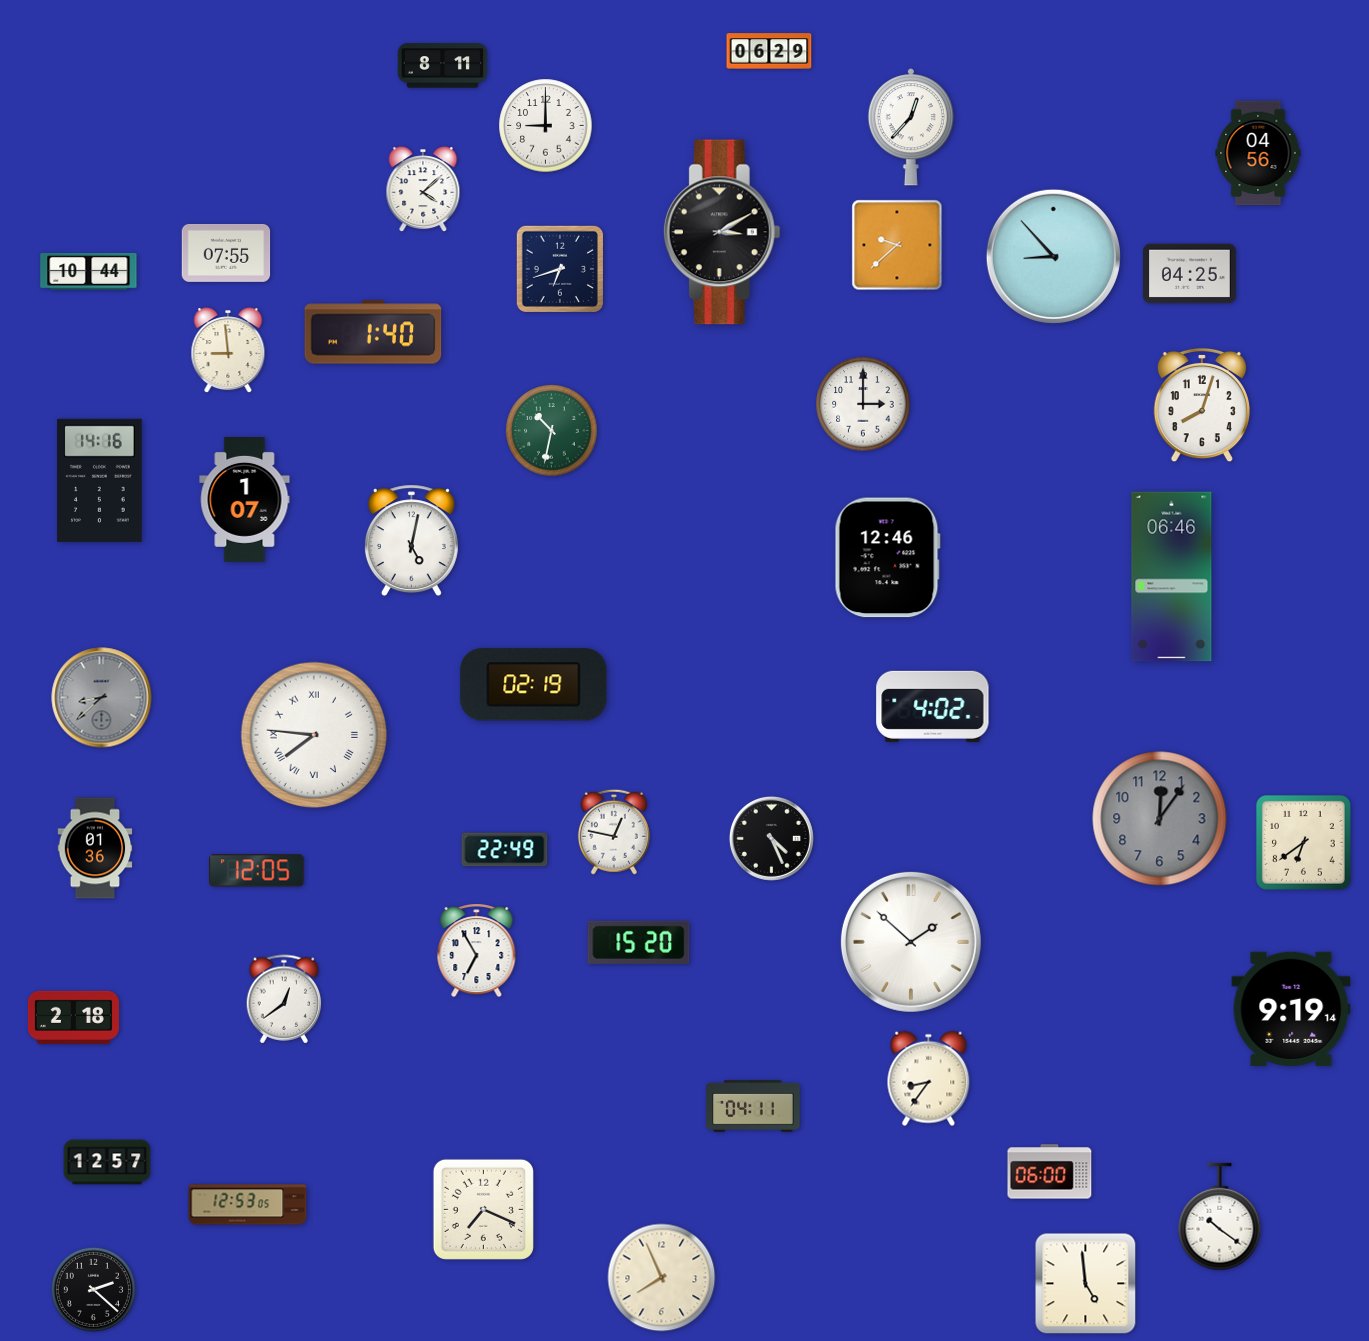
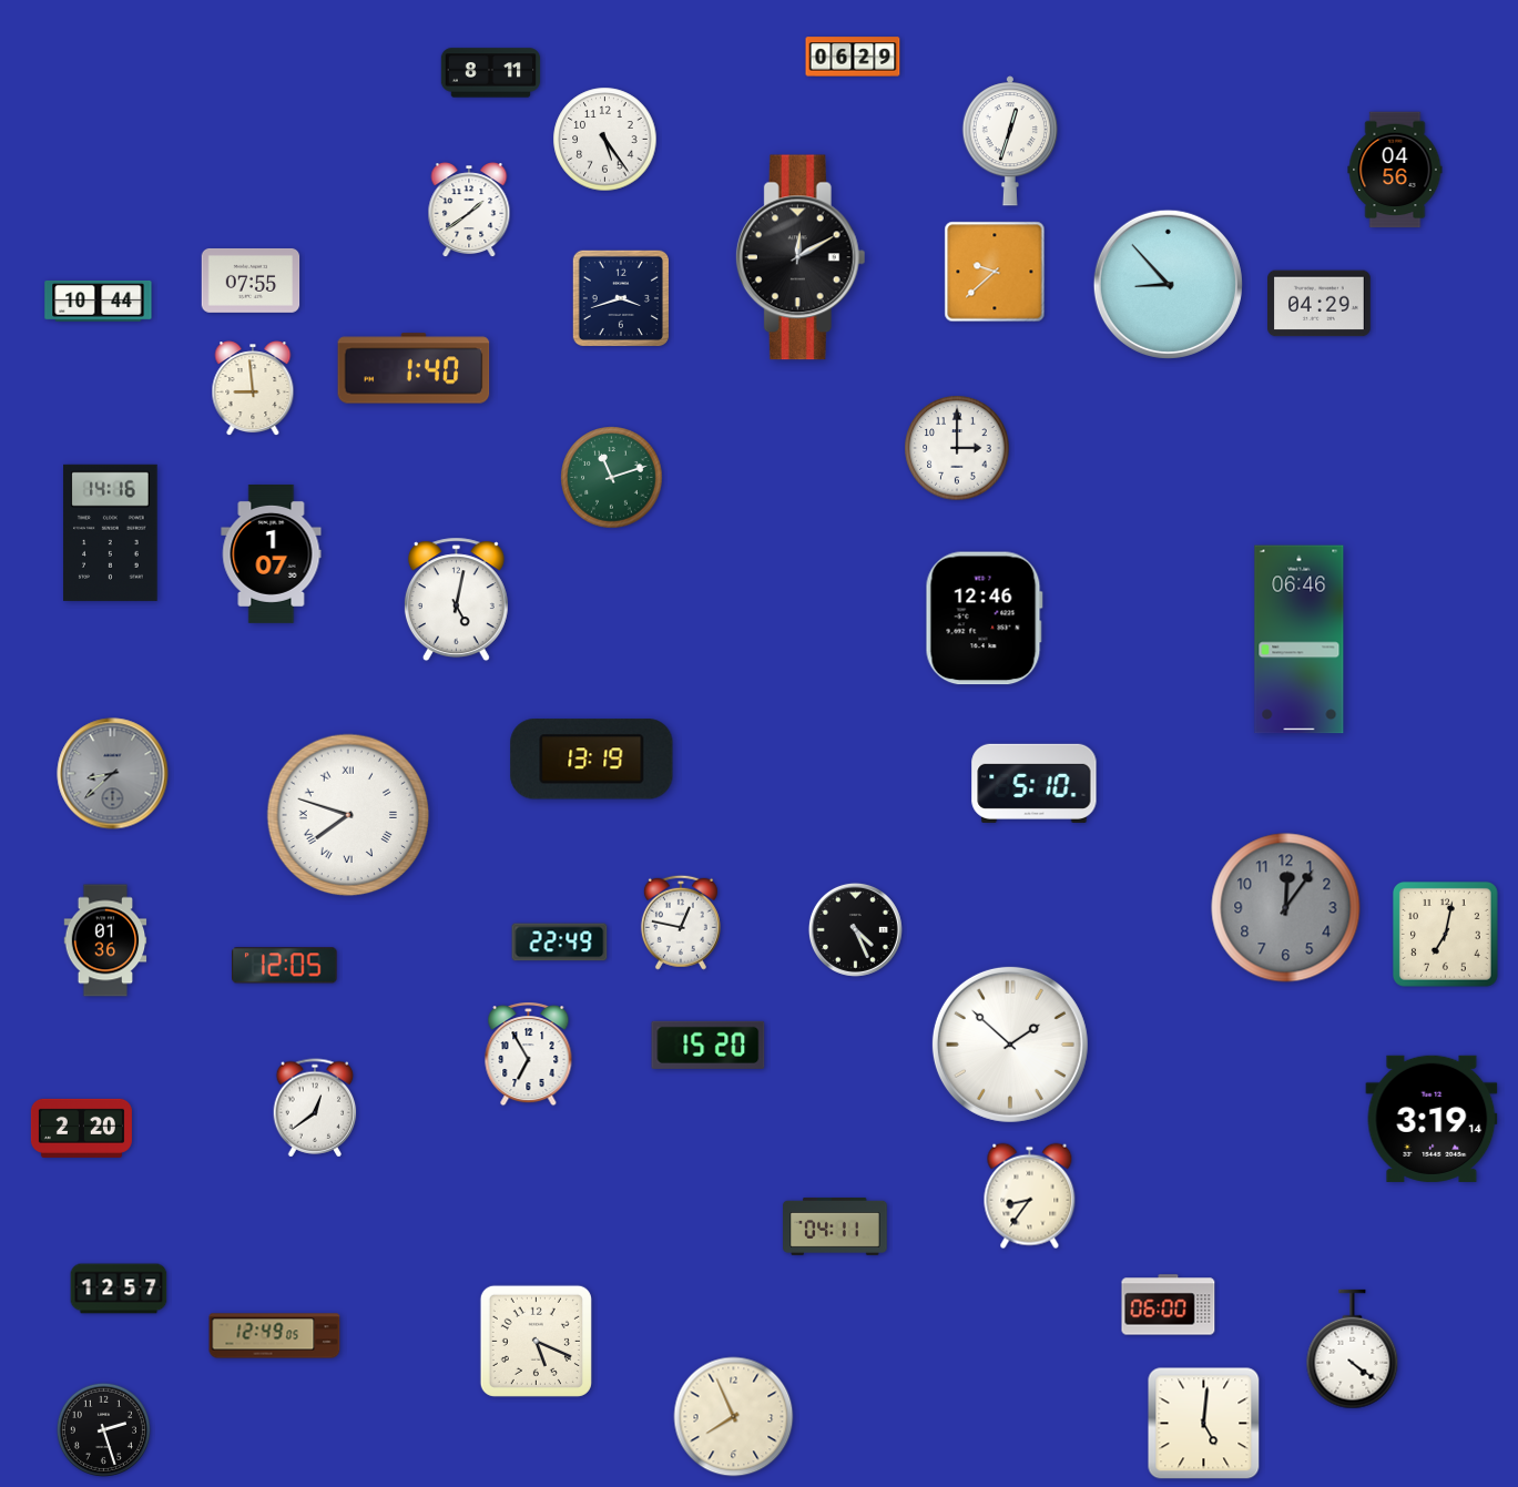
clock at (546, 126): 9:00 -> 5:24
clock at (911, 127): 12:37 -> 12:33
clock at (423, 190): 4:08 -> 1:39
clock at (722, 232): 3:10 -> 12:10
clock at (560, 269): 6:42 -> 3:42
clock at (1190, 274): 04:25 -> 04:29
clock at (1202, 405): 8:03 -> none
clock at (552, 431): 10:32 -> 11:12
clock at (534, 685): 02:19 -> 13:19
clock at (933, 706): 4:02 -> 5:10
clock at (314, 735): 7:46 -> 7:48
clock at (1303, 842): 6:39 -> 7:02
clock at (1291, 1009): 9:19 -> 3:19
clock at (73, 1017): 2:18 -> 2:20
clock at (1050, 1172) position: (1050, 1172) -> (1169, 1305)
clock at (248, 1205): 12:53 -> 12:49
clock at (483, 1209): 7:19 -> 5:19
clock at (1220, 1217): 10:21 -> 4:21
clock at (1086, 1284): 4:59 -> 5:01
clock at (93, 1289): 2:22 -> 2:27
